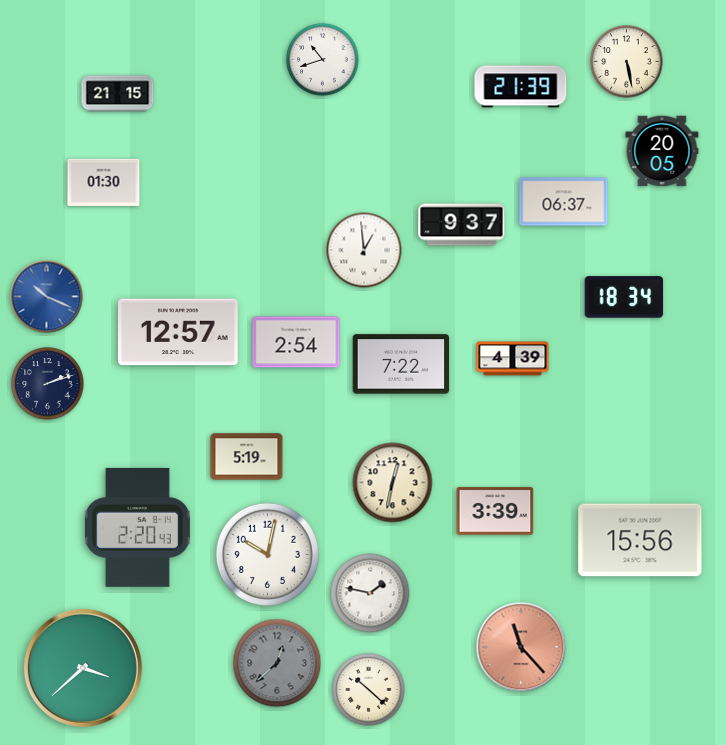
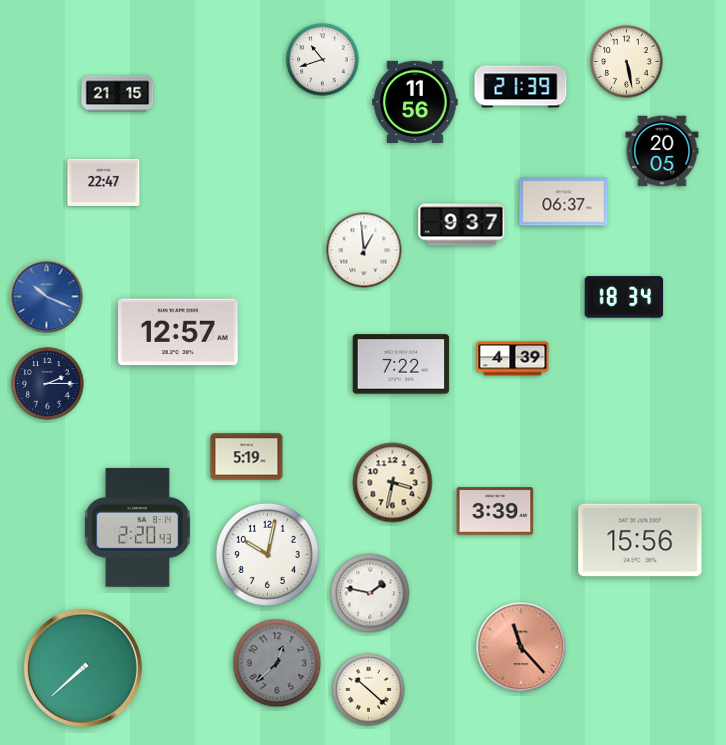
clock at (415, 101): none -> 11:56
clock at (104, 182): 01:30 -> 22:47
clock at (296, 342): 2:54 -> none
clock at (48, 384): 2:12 -> 2:15
clock at (393, 483): 12:32 -> 3:32
clock at (83, 668): 3:38 -> 7:38
